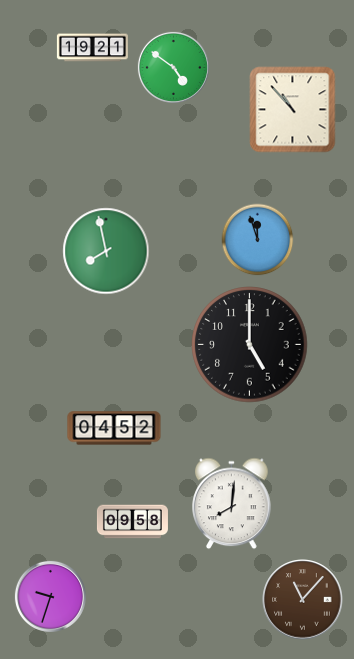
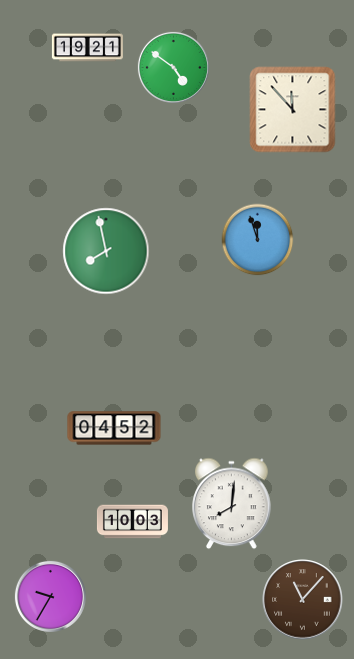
clock at (92, 48) position: (92, 48) -> (87, 48)
clock at (293, 110): 10:53 -> 11:53
clock at (250, 345): 5:00 -> none
clock at (132, 522): 09:58 -> 10:03
clock at (50, 596): 9:33 -> 9:35
